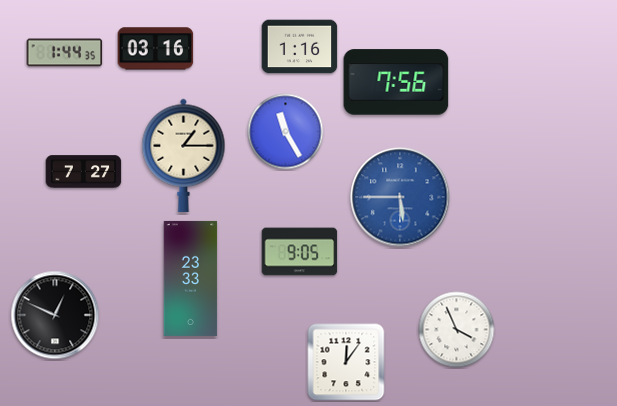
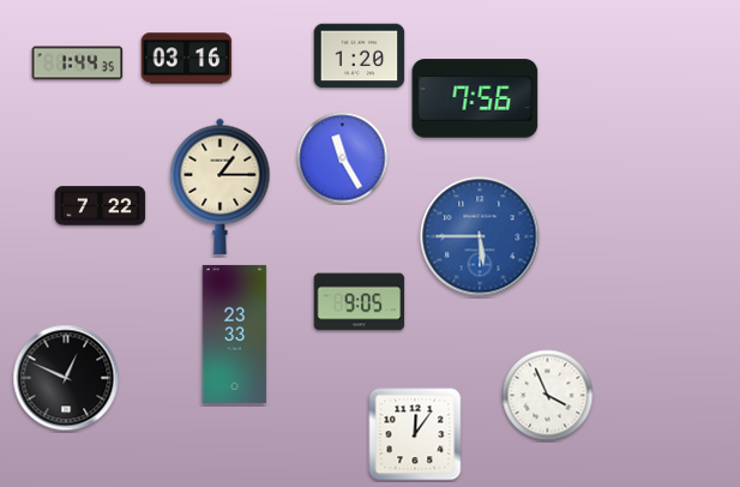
clock at (300, 47): 1:16 -> 1:20
clock at (84, 172): 7:27 -> 7:22
clock at (191, 278) position: (191, 278) -> (235, 333)
